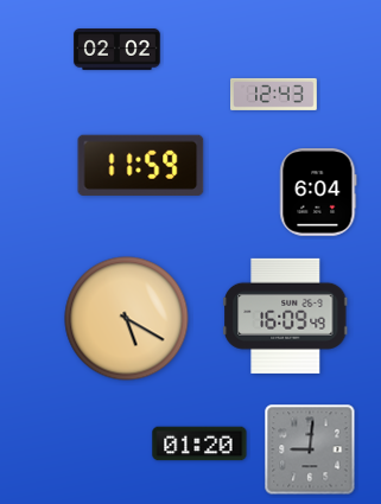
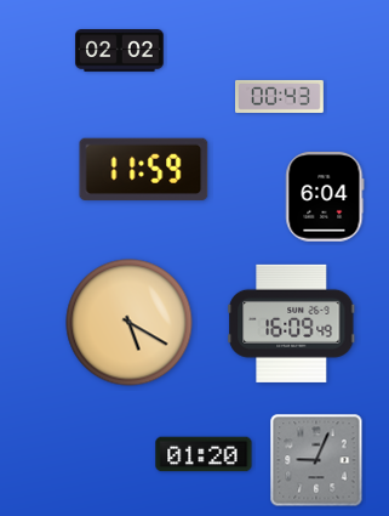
clock at (274, 94): 12:43 -> 00:43
clock at (127, 319) position: (127, 319) -> (130, 323)
clock at (310, 449): 9:01 -> 9:04
